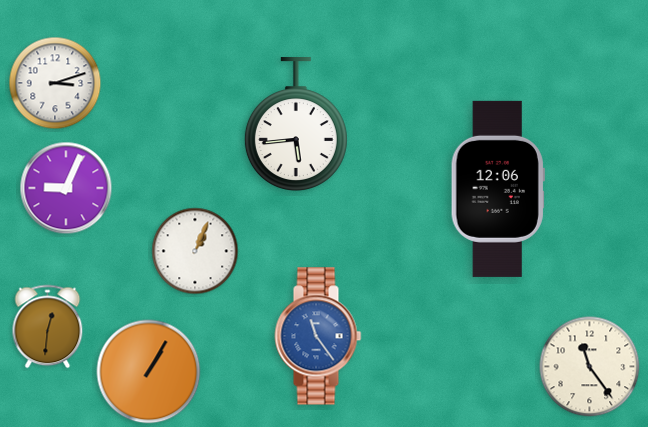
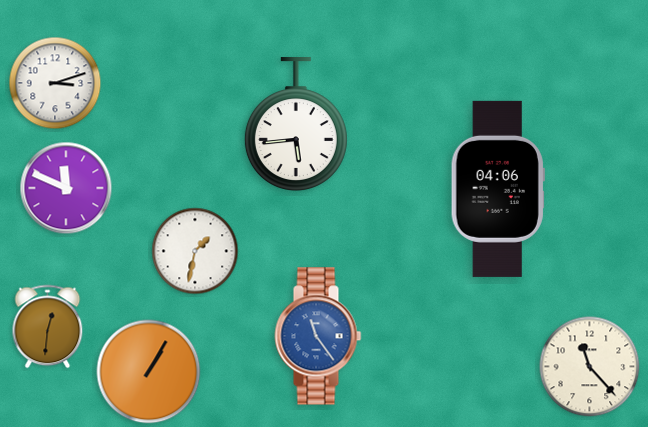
clock at (66, 188): 9:04 -> 11:49
clock at (498, 189): 12:06 -> 04:06
clock at (195, 251): 1:04 -> 1:32
clock at (590, 367): 11:24 -> 11:23
